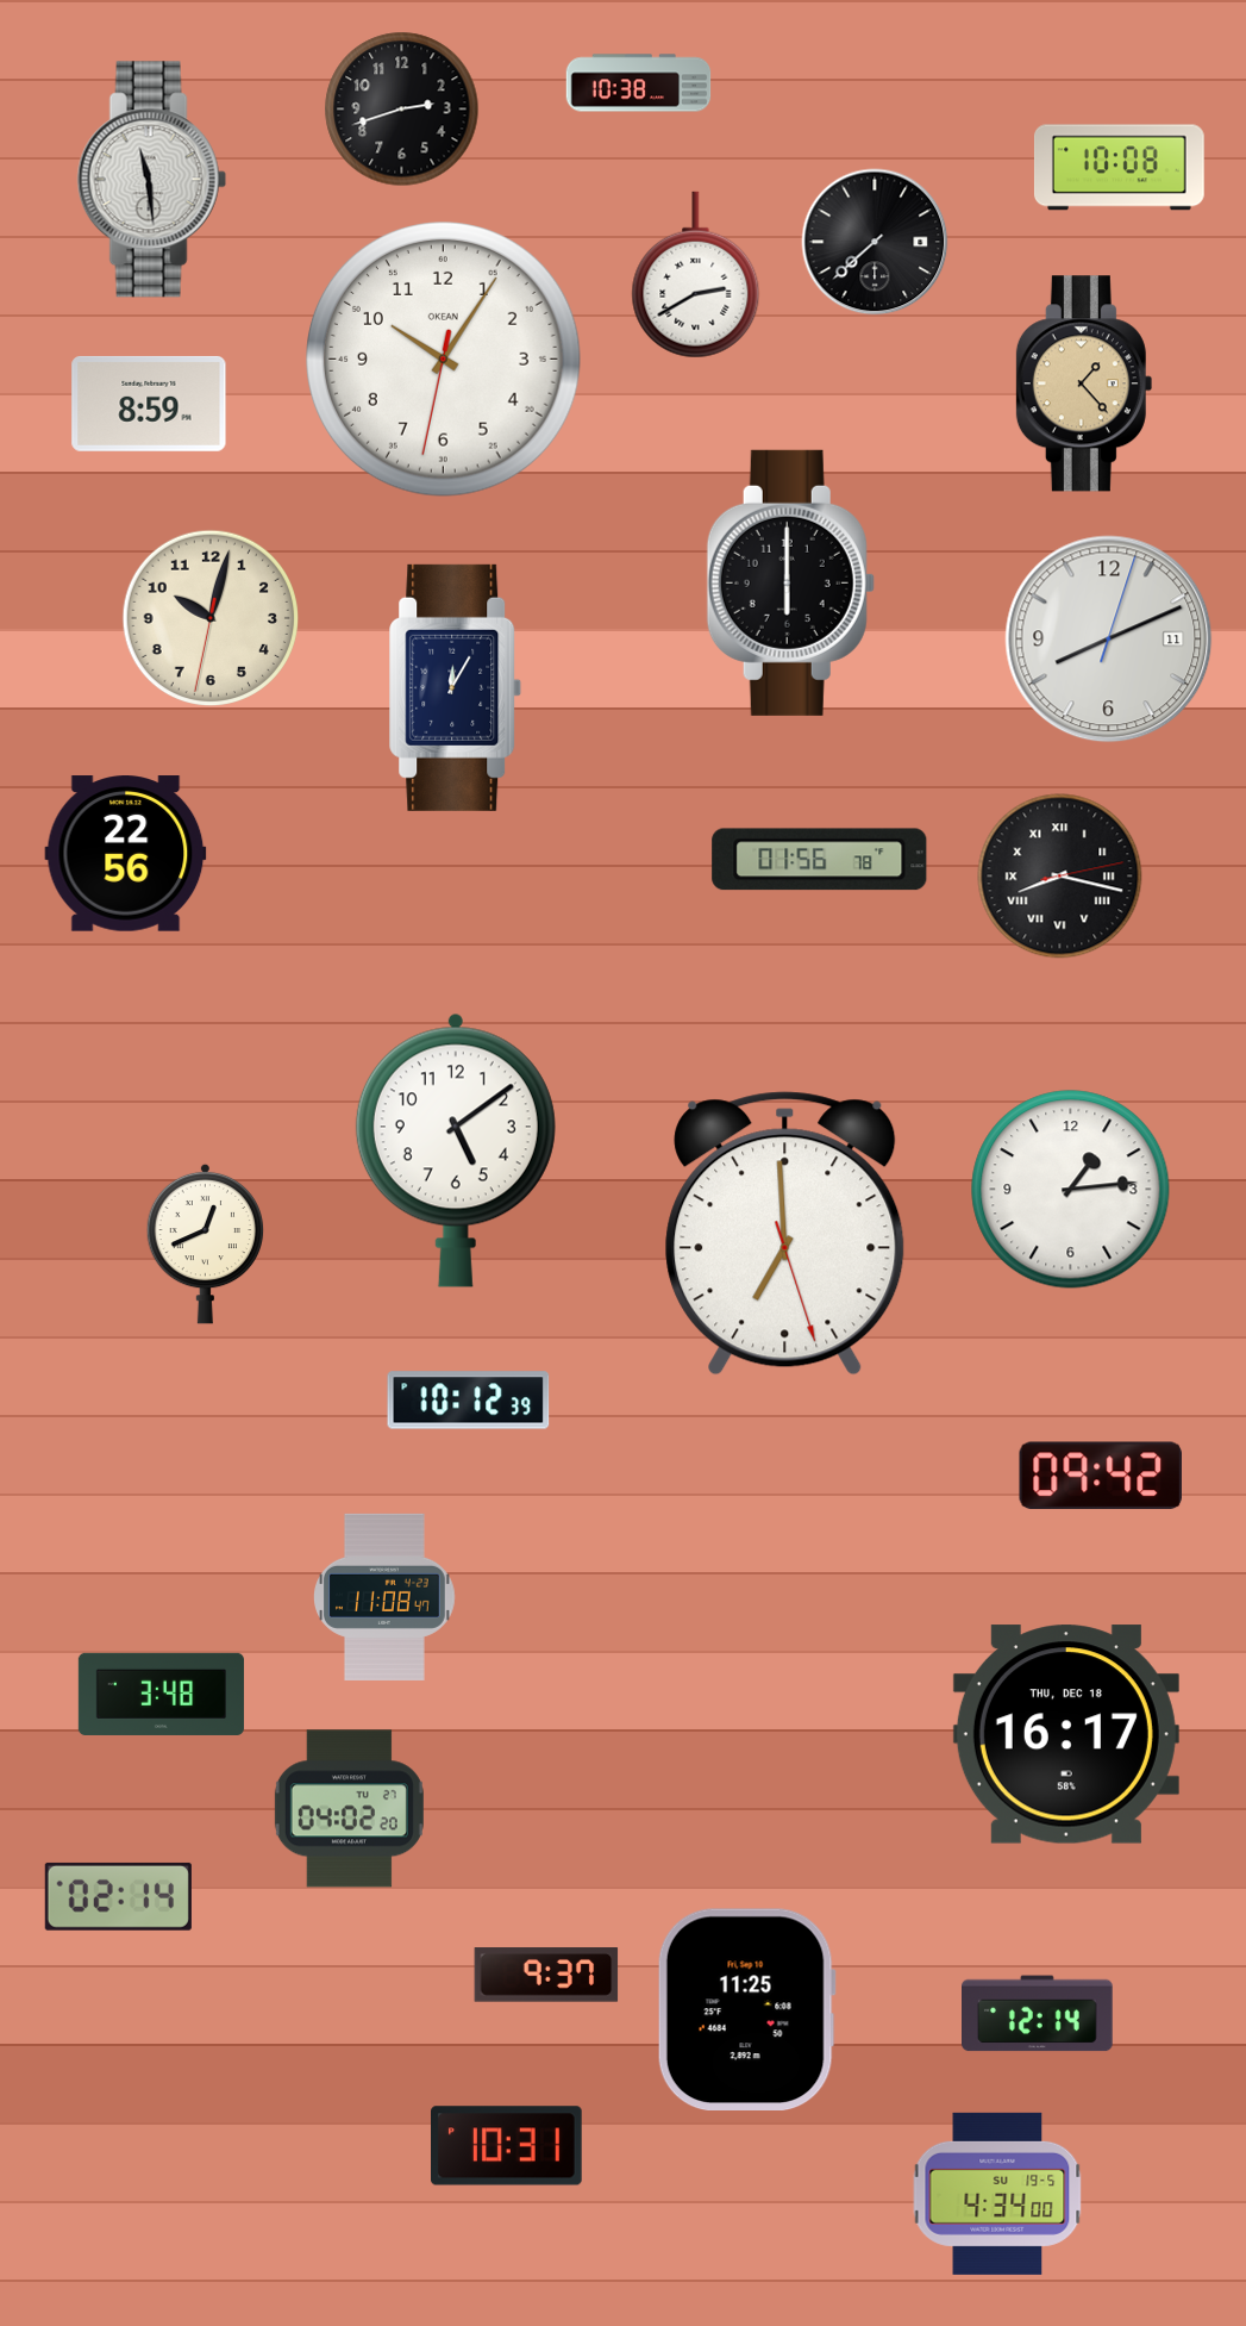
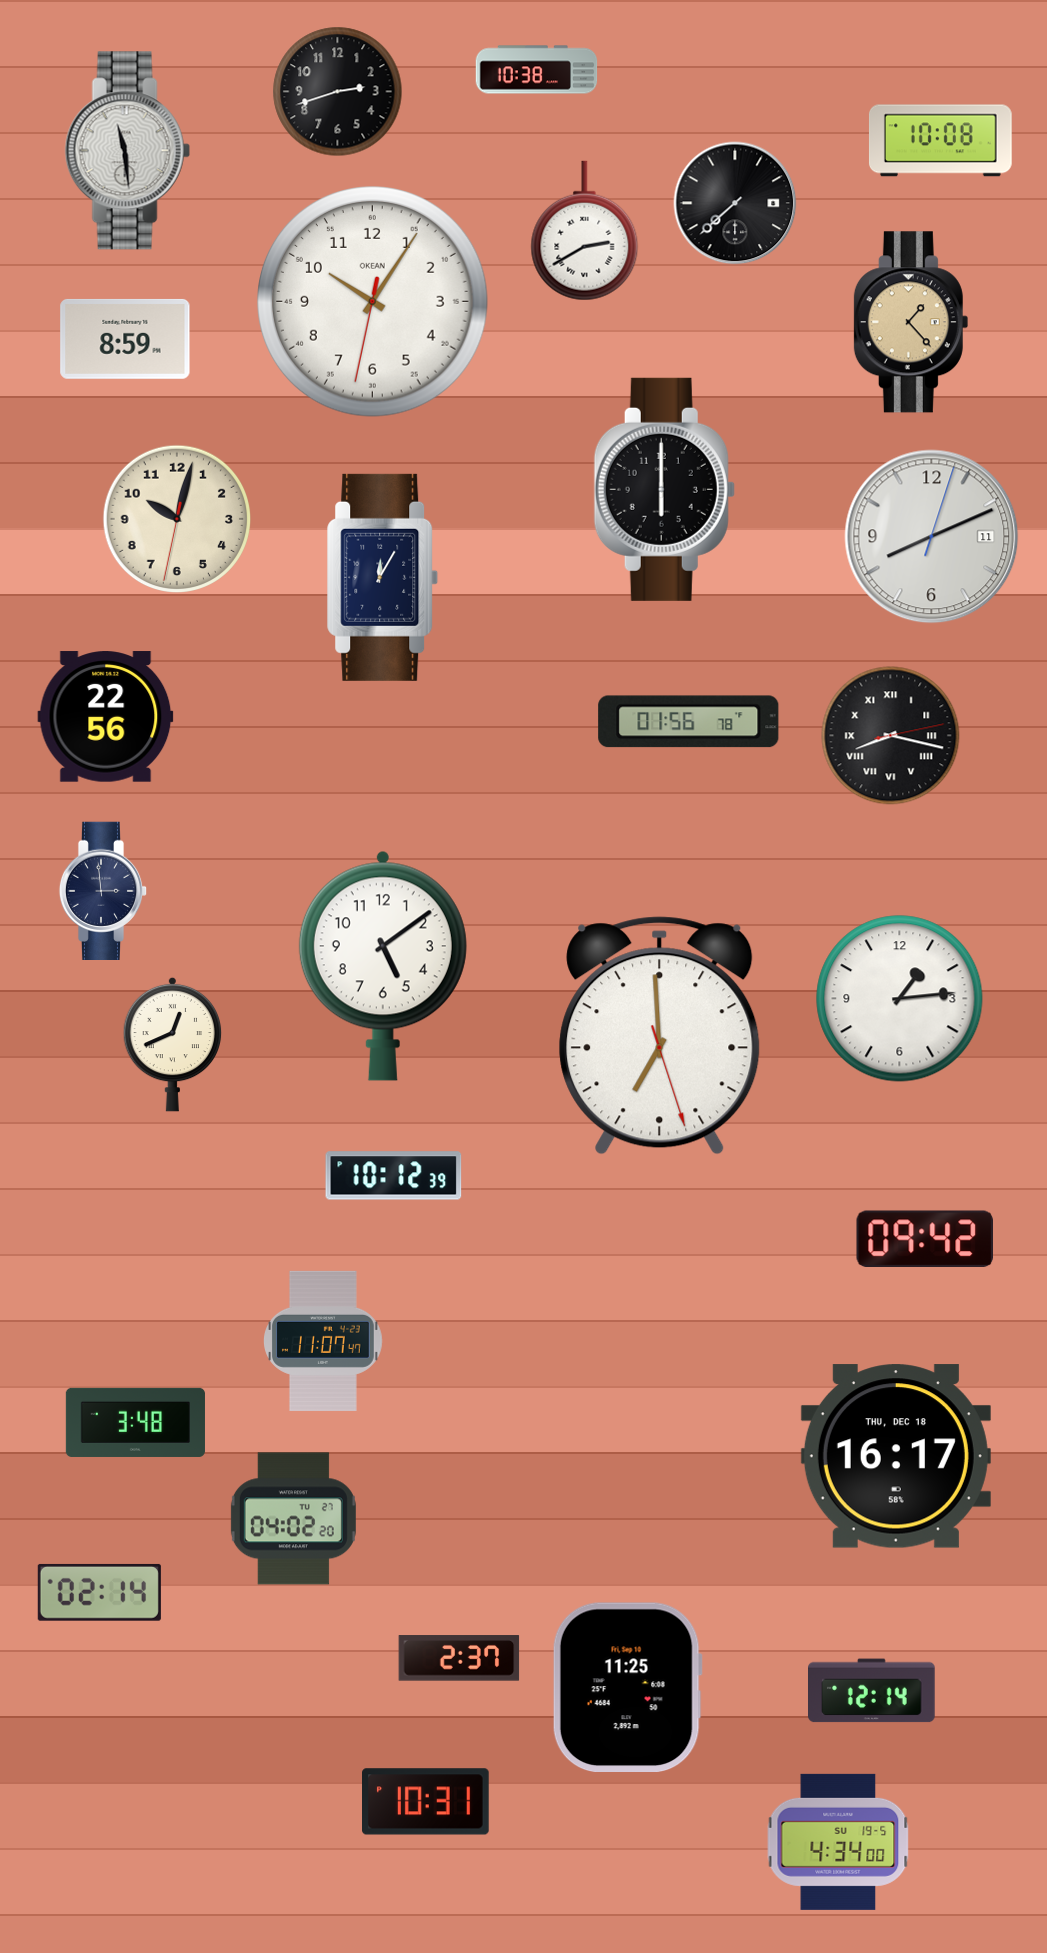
clock at (103, 890): none -> 2:59
clock at (386, 1597): 11:08 -> 11:07
clock at (546, 1975): 9:37 -> 2:37
